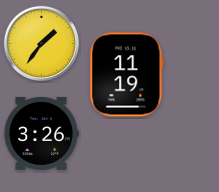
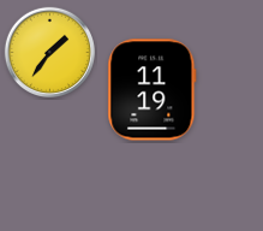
clock at (41, 133): 3:26 -> none
